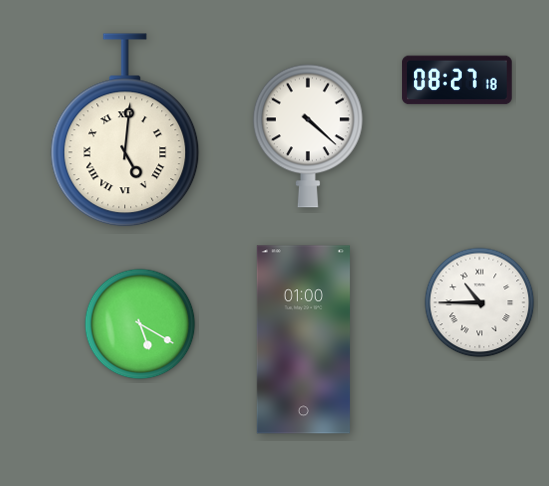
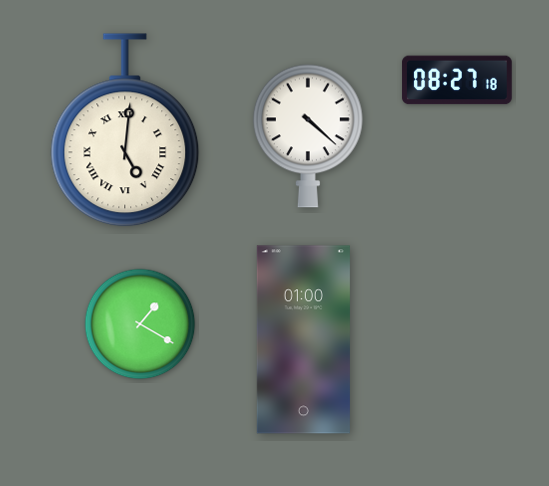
clock at (480, 303): 10:45 -> none
clock at (140, 324): 5:20 -> 1:20
